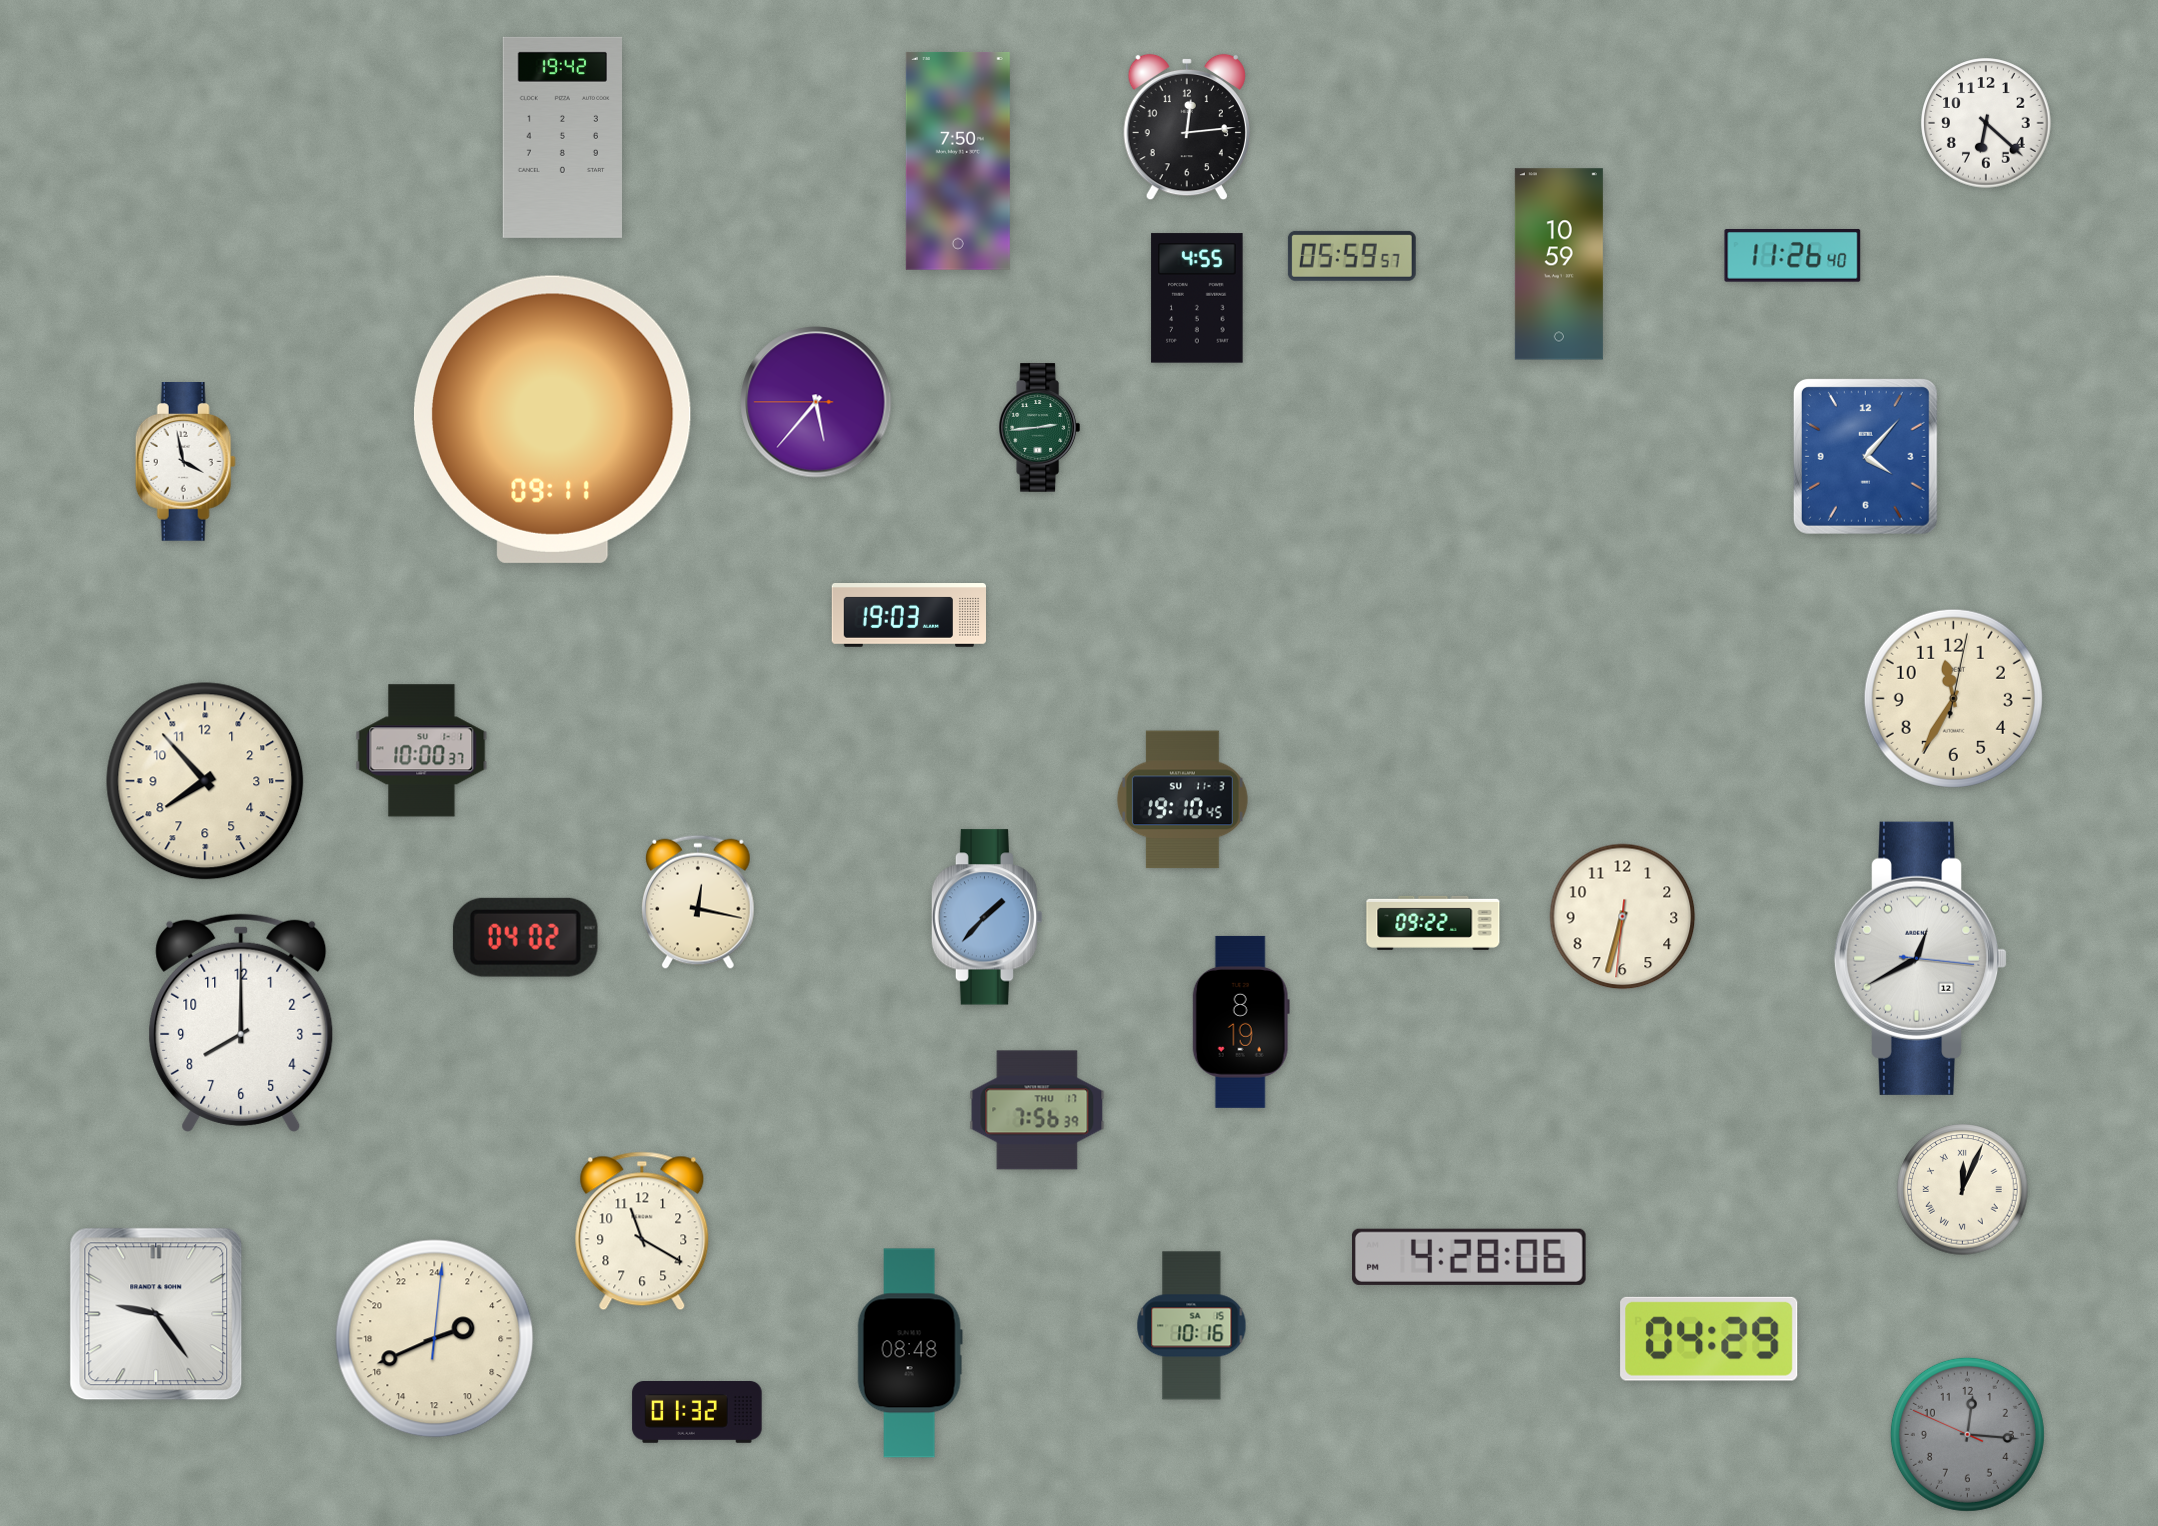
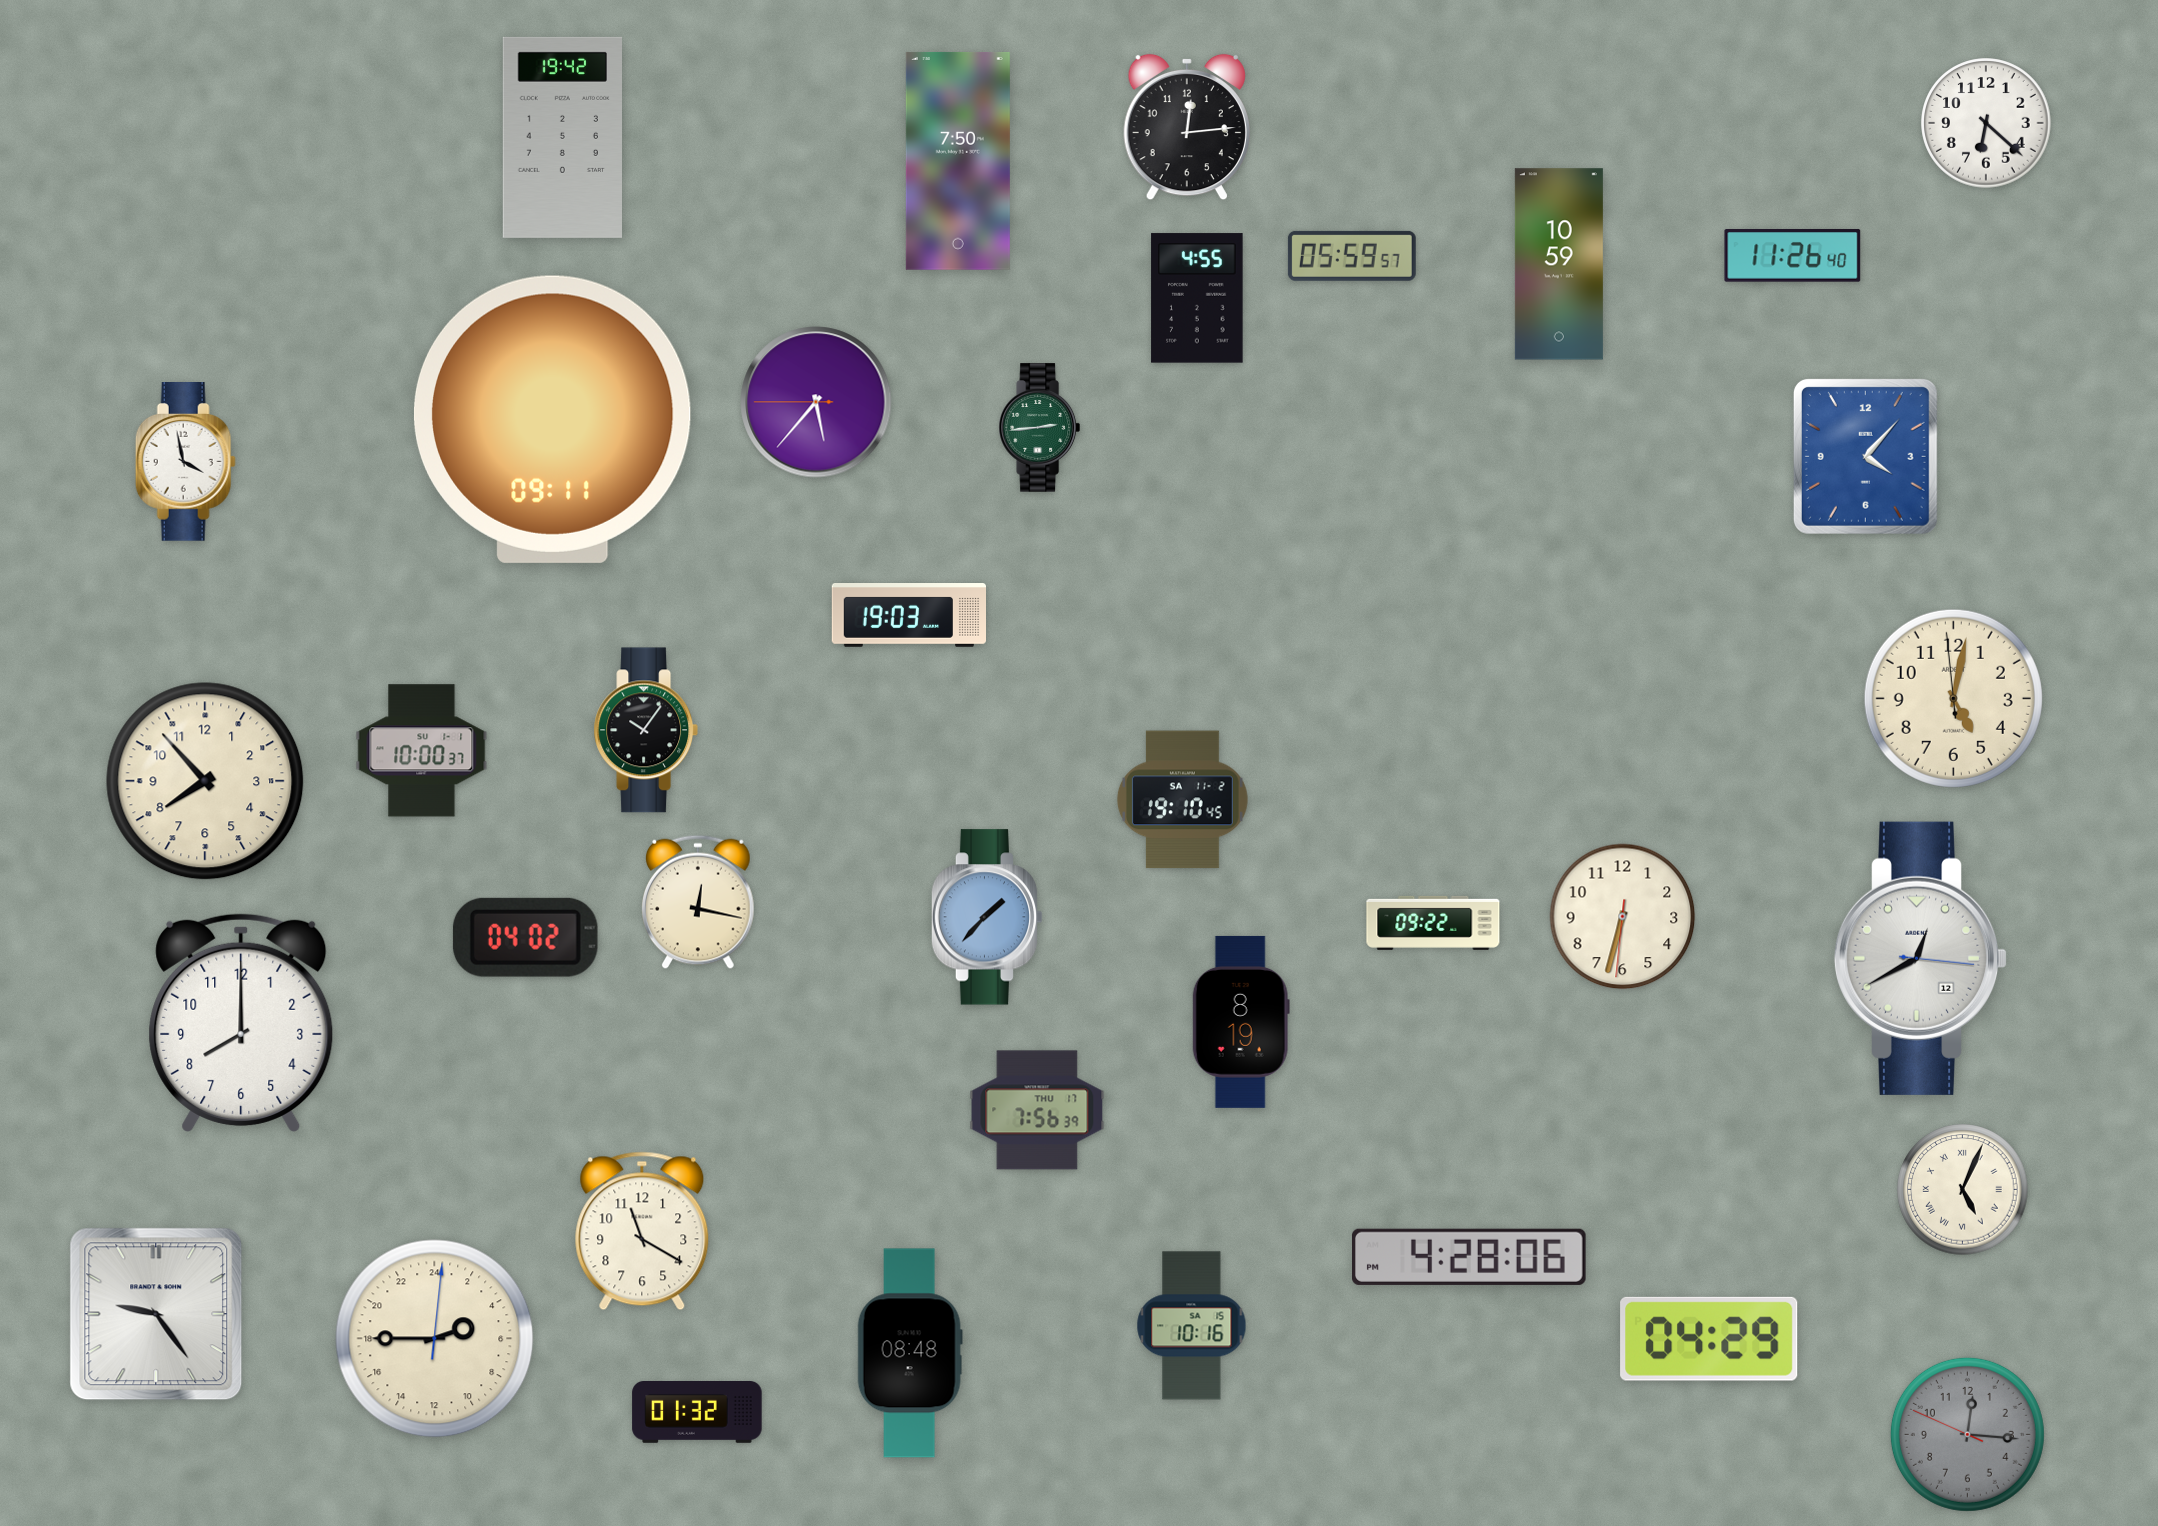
clock at (1953, 698): 11:35 -> 5:01
clock at (646, 730): none -> 10:06
clock at (1182, 800) date: SU 11-3 -> SA 11-2
clock at (1963, 1190): 12:04 -> 5:04
clock at (435, 1339): 4:41 -> 4:45
